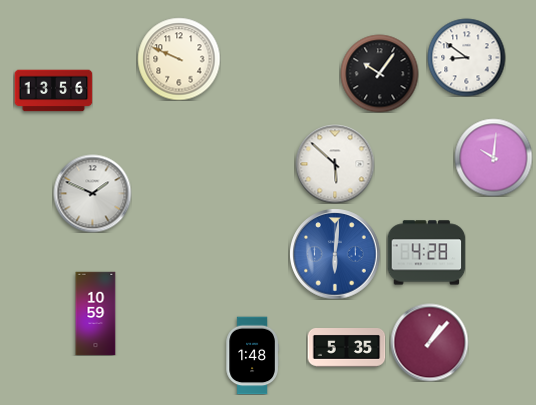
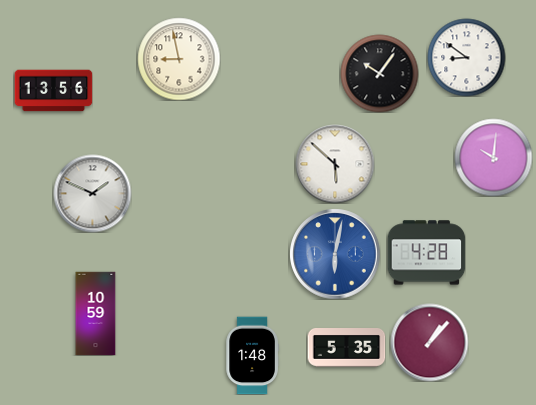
clock at (179, 59): 9:49 -> 8:58
clock at (335, 254): 6:01 -> 6:02
